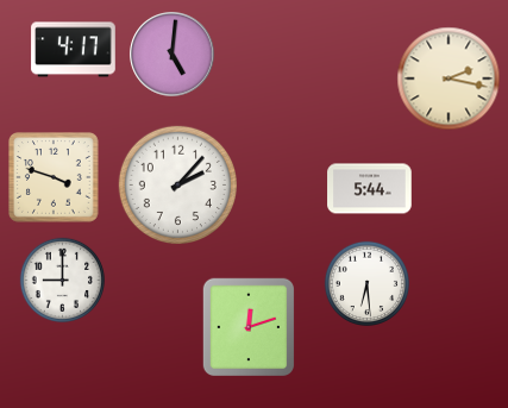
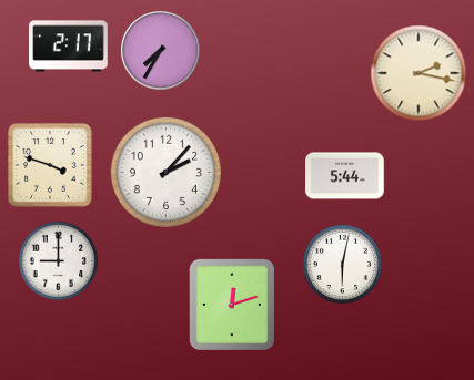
clock at (74, 50): 4:17 -> 2:17
clock at (173, 55): 5:01 -> 7:35
clock at (366, 283): 6:29 -> 6:02
